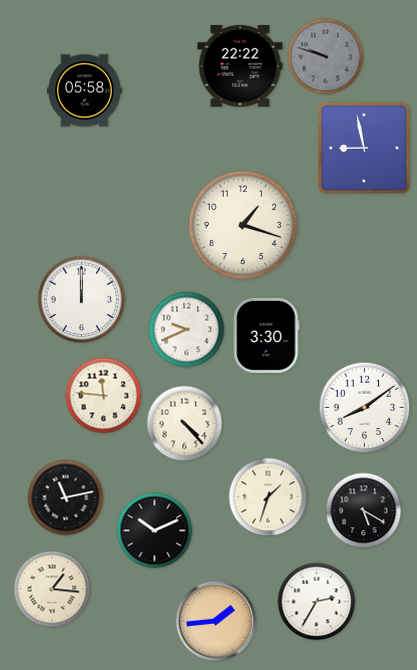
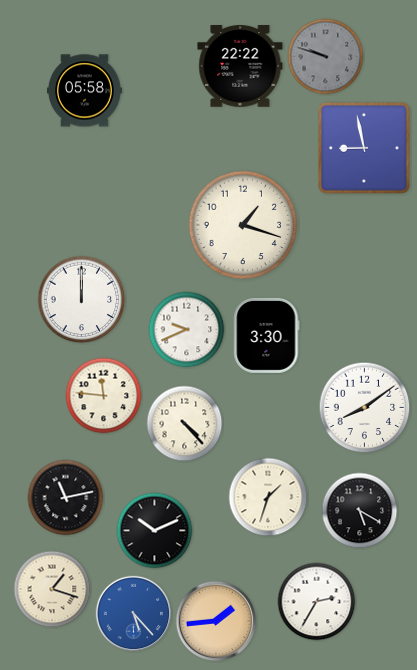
clock at (364, 511) position: (364, 511) -> (360, 511)
clock at (52, 589): 1:16 -> 1:18
clock at (134, 614): none -> 5:23
